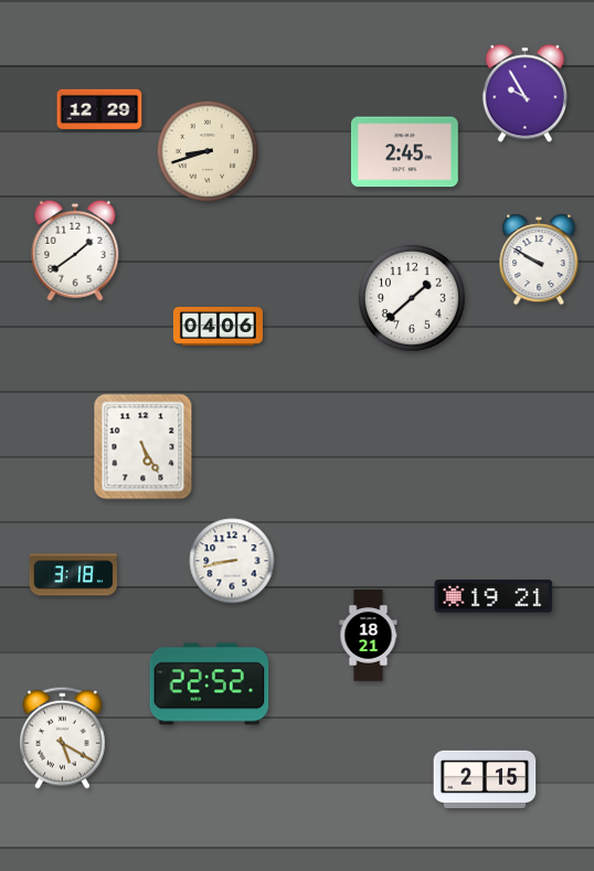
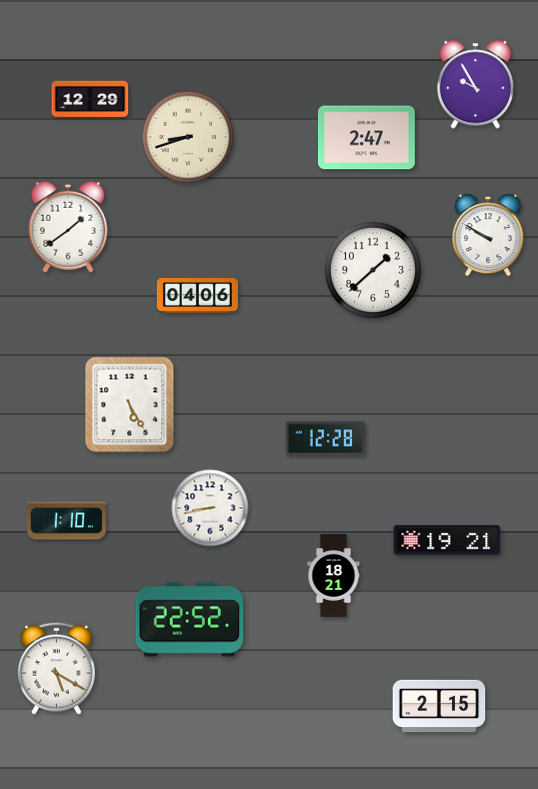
clock at (404, 152): 2:45 -> 2:47
clock at (326, 439): none -> 12:28
clock at (74, 575): 3:18 -> 1:10
